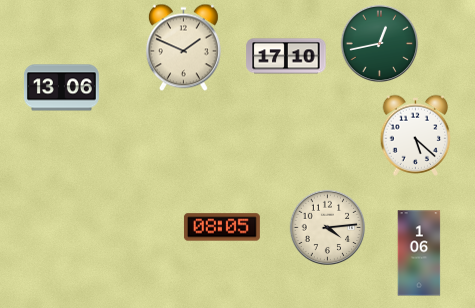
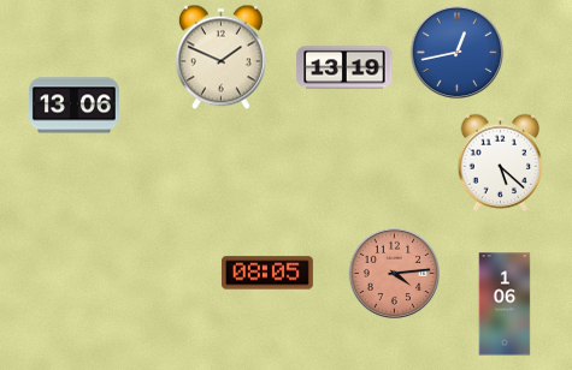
clock at (380, 44) dial: green -> blue
clock at (286, 56): 17:10 -> 13:19
clock at (328, 228) dial: cream -> salmon
